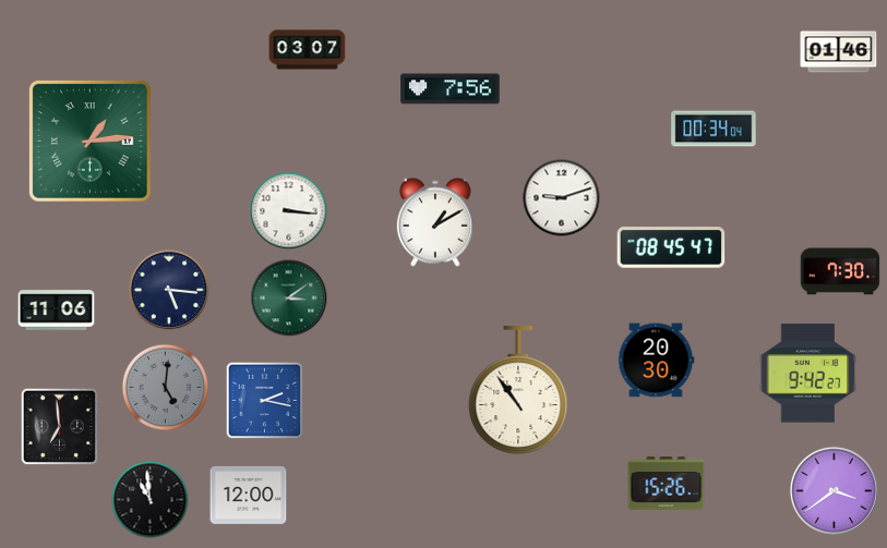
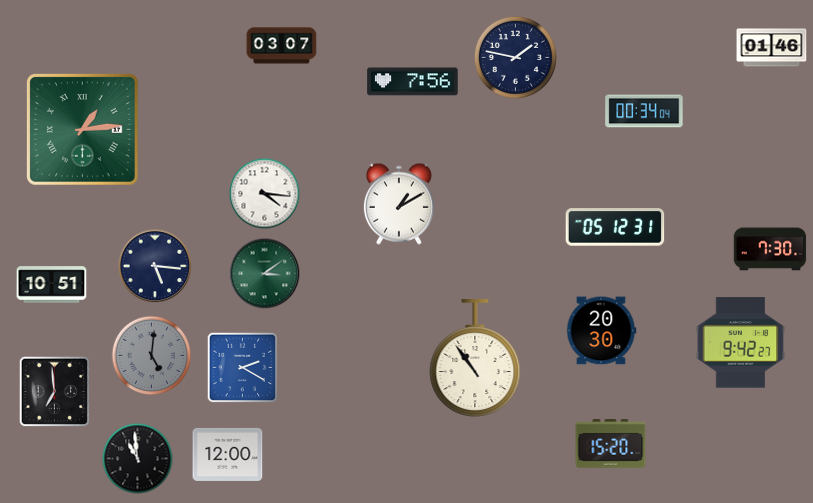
clock at (839, 52) position: (839, 52) -> (772, 48)
clock at (515, 57): none -> 1:47
clock at (714, 129) position: (714, 129) -> (644, 111)
clock at (562, 198): 9:12 -> none
clock at (289, 211): 3:16 -> 4:16
clock at (671, 247): 08:45 -> 05:12
clock at (57, 310): 11:06 -> 10:51
clock at (265, 401): 2:17 -> 2:20
clock at (667, 484): 15:26 -> 15:20
clock at (834, 490): 3:39 -> none
